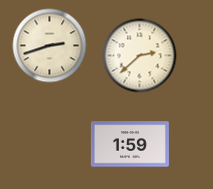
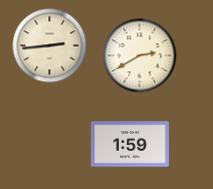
clock at (50, 46): 2:42 -> 2:44
clock at (140, 56): 2:38 -> 2:40
